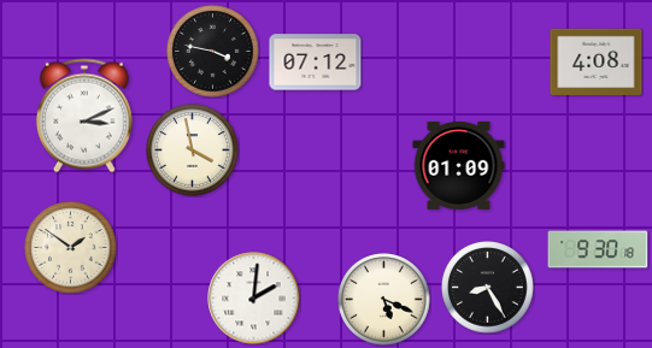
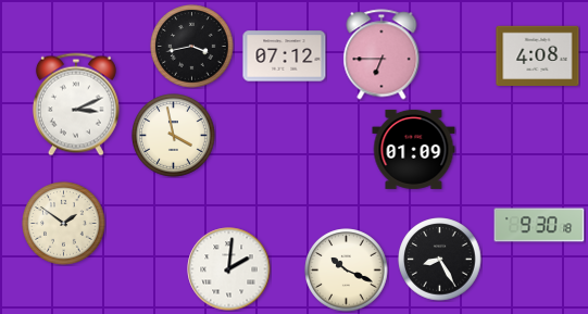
clock at (213, 52): 3:47 -> 3:43
clock at (381, 54): none -> 6:45
clock at (384, 300): 5:19 -> 10:19
